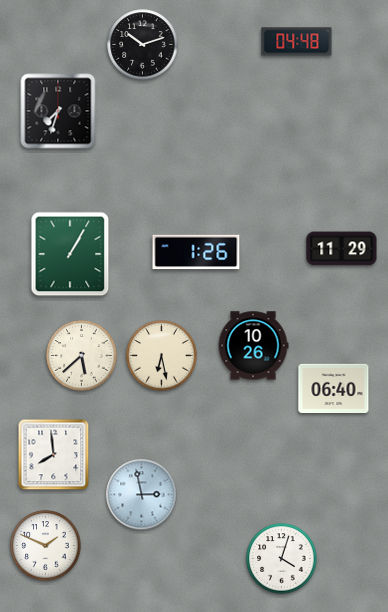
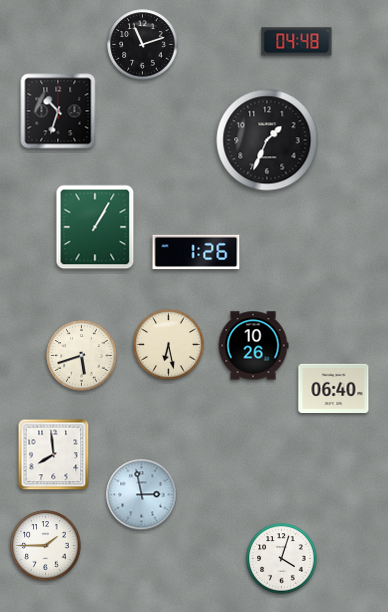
clock at (143, 45): 10:12 -> 11:12
clock at (58, 111): 7:33 -> 10:33
clock at (267, 140): none -> 1:34
clock at (342, 249): 11:29 -> none
clock at (70, 254) position: (70, 254) -> (95, 227)
clock at (82, 356): 5:38 -> 5:42
clock at (162, 356) position: (162, 356) -> (169, 345)
clock at (46, 546): 1:49 -> 1:45
